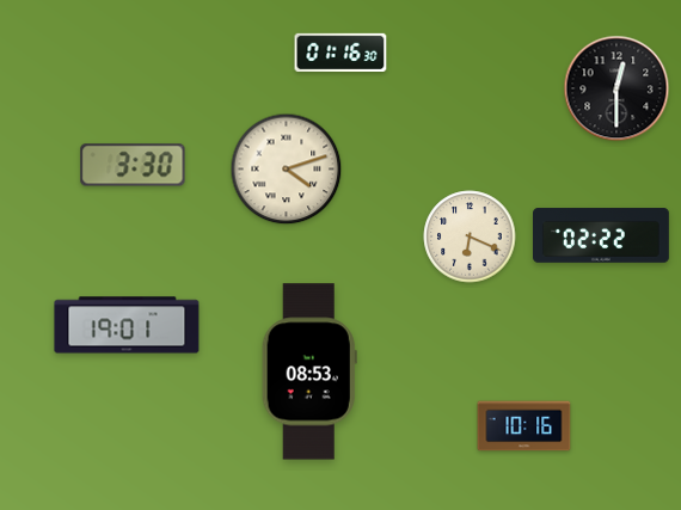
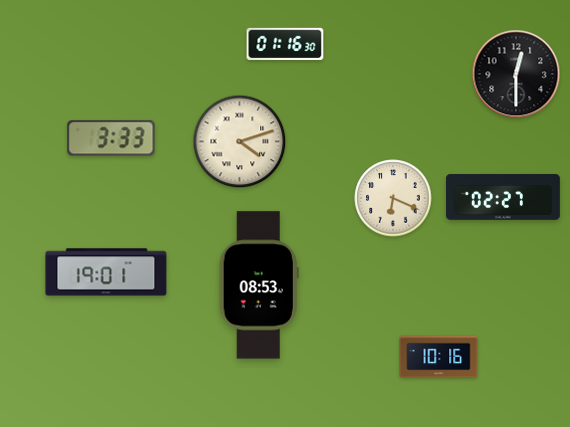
clock at (133, 165): 3:30 -> 3:33
clock at (602, 235): 02:22 -> 02:27
clock at (309, 371) position: (309, 371) -> (259, 285)
